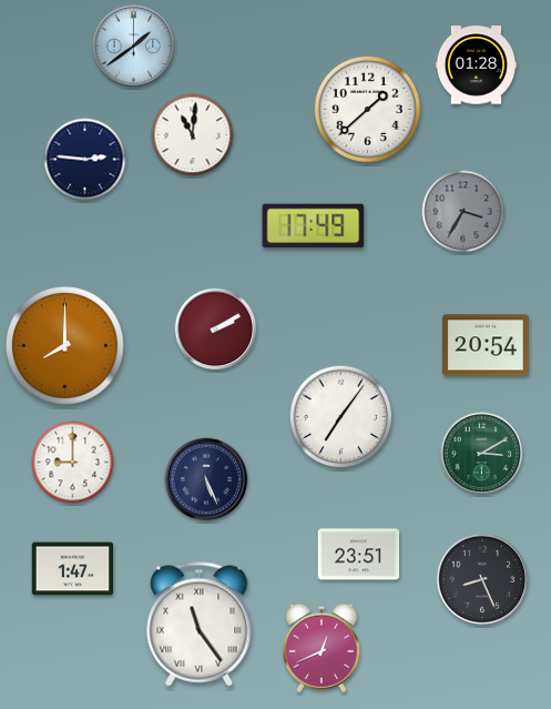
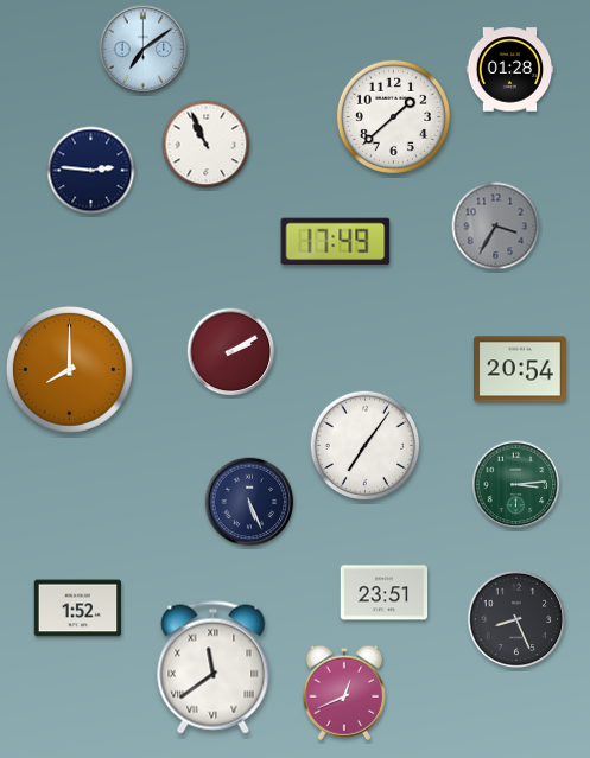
clock at (134, 47): 1:39 -> 7:09
clock at (193, 135): 11:01 -> 10:56
clock at (482, 454): 3:10 -> 3:14
clock at (73, 463): 9:00 -> none
clock at (206, 479) position: (206, 479) -> (249, 502)
clock at (73, 569): 1:47 -> 1:52
clock at (200, 625): 11:24 -> 11:39
